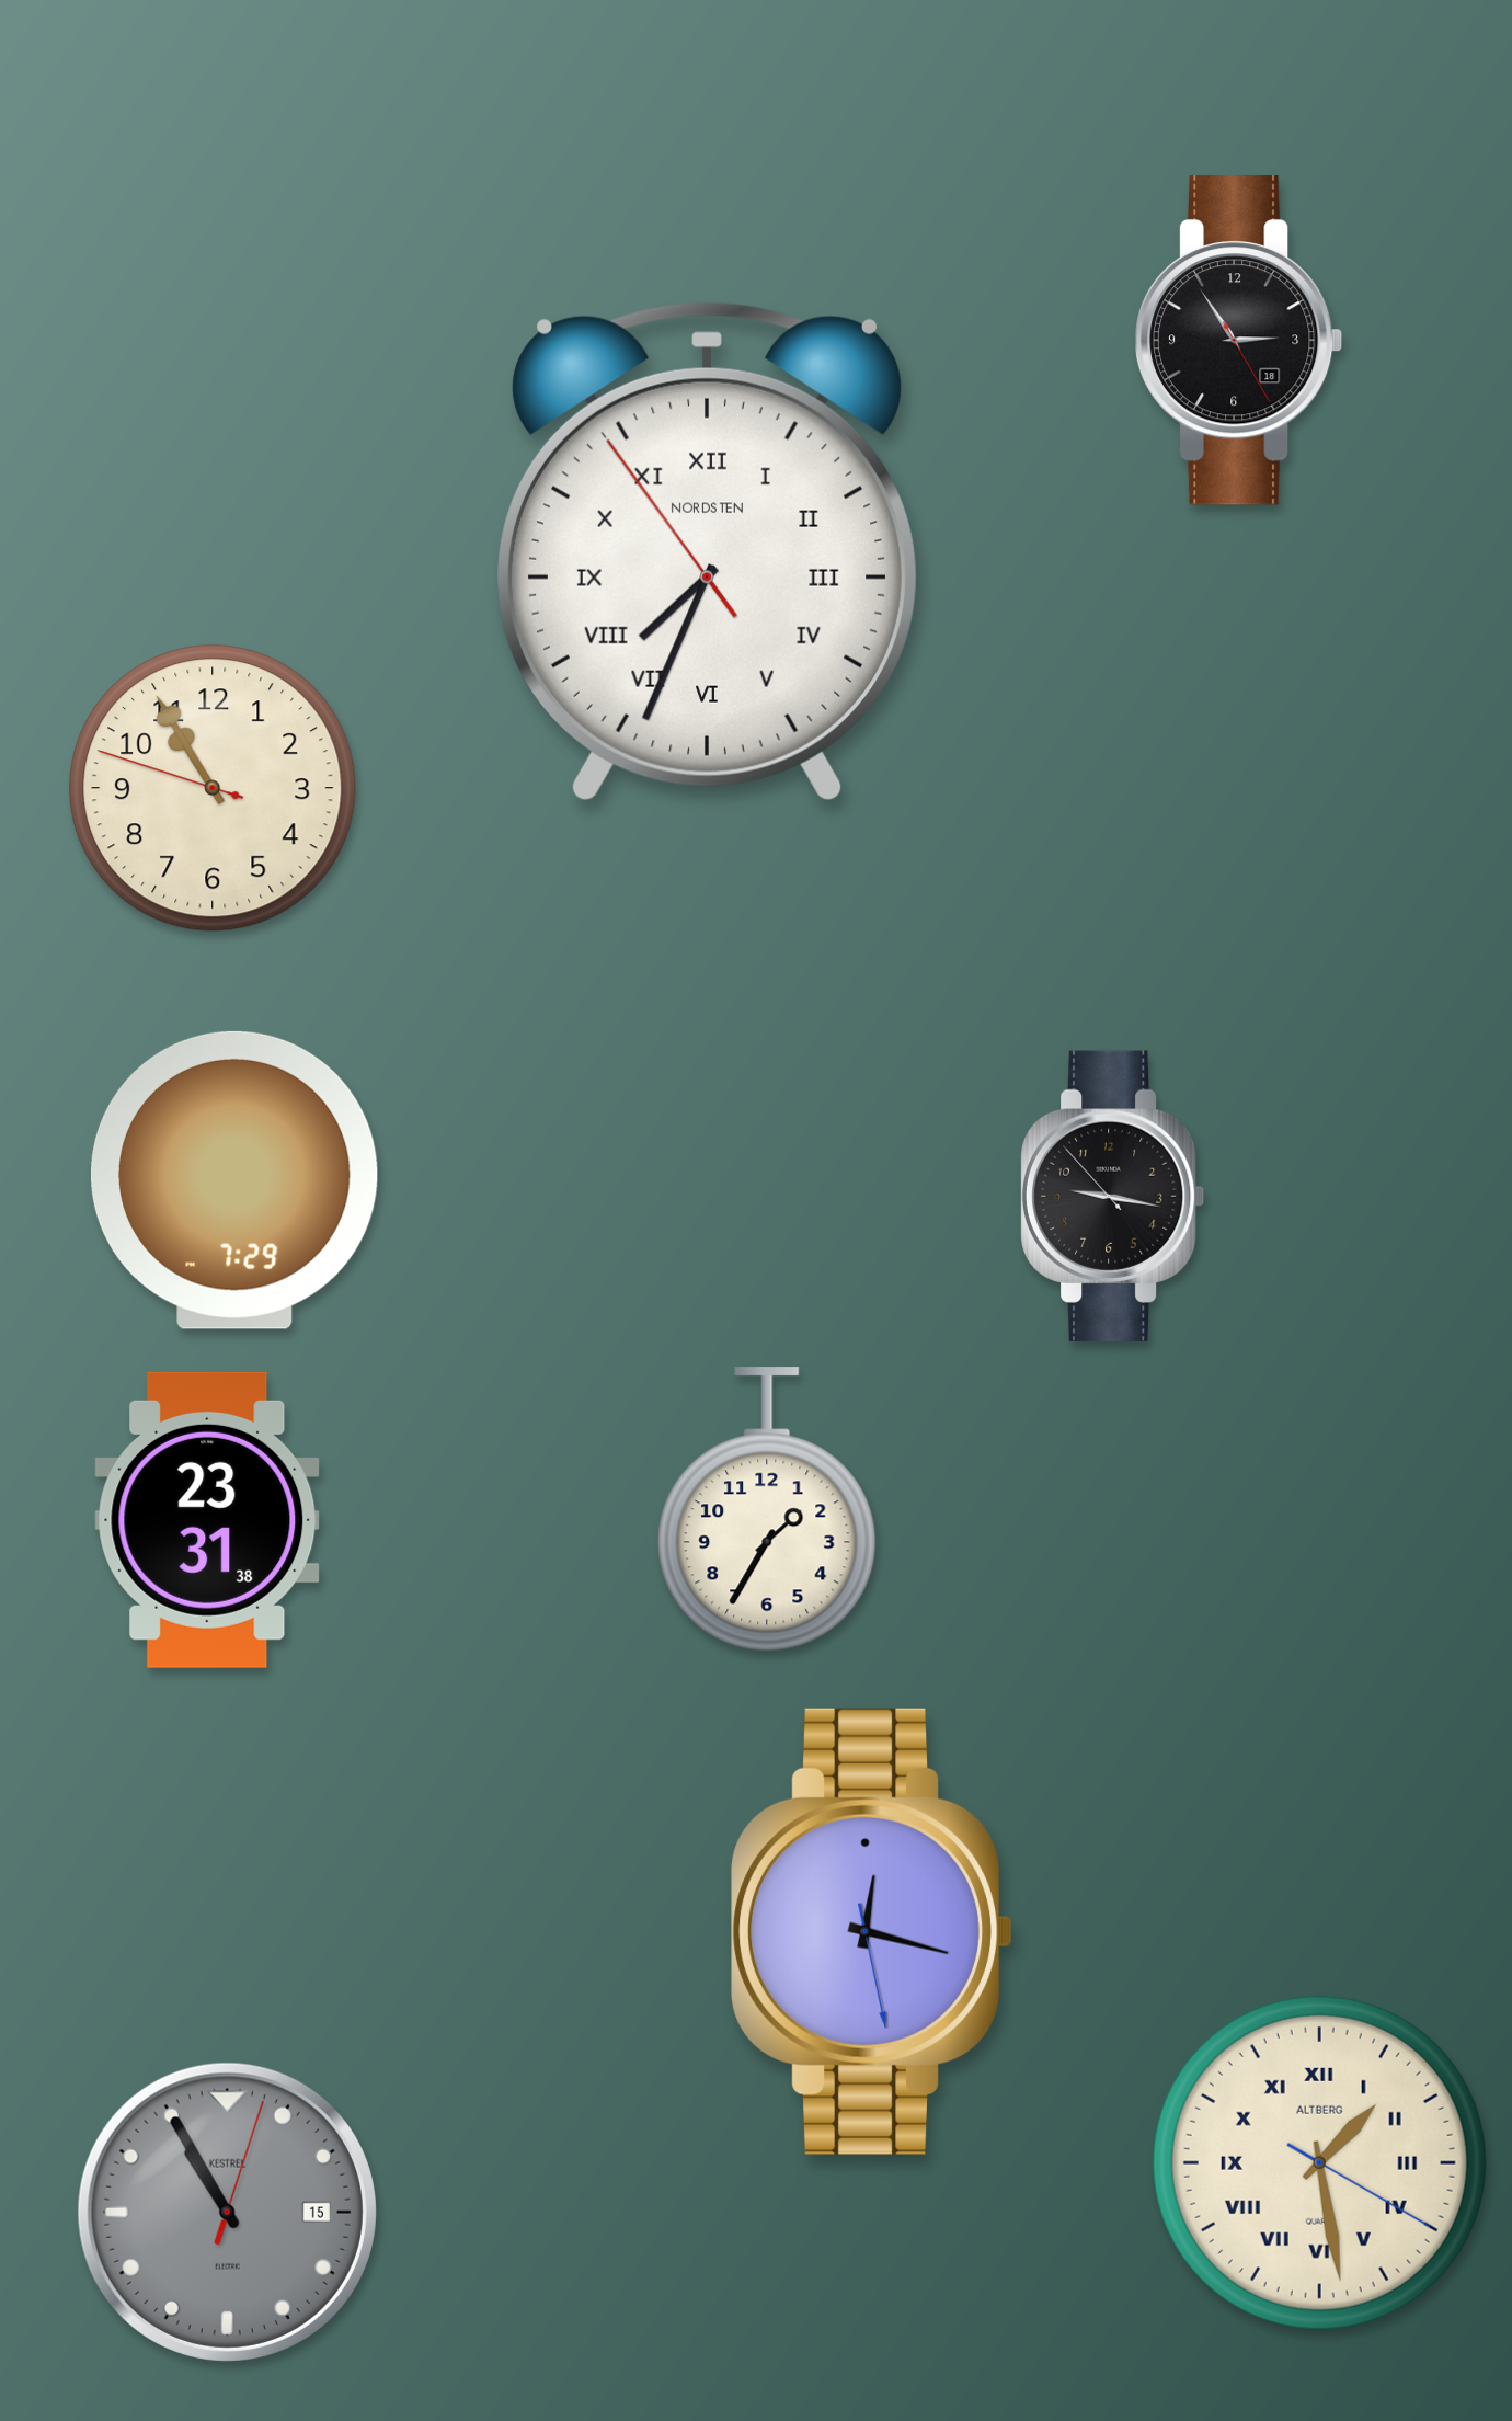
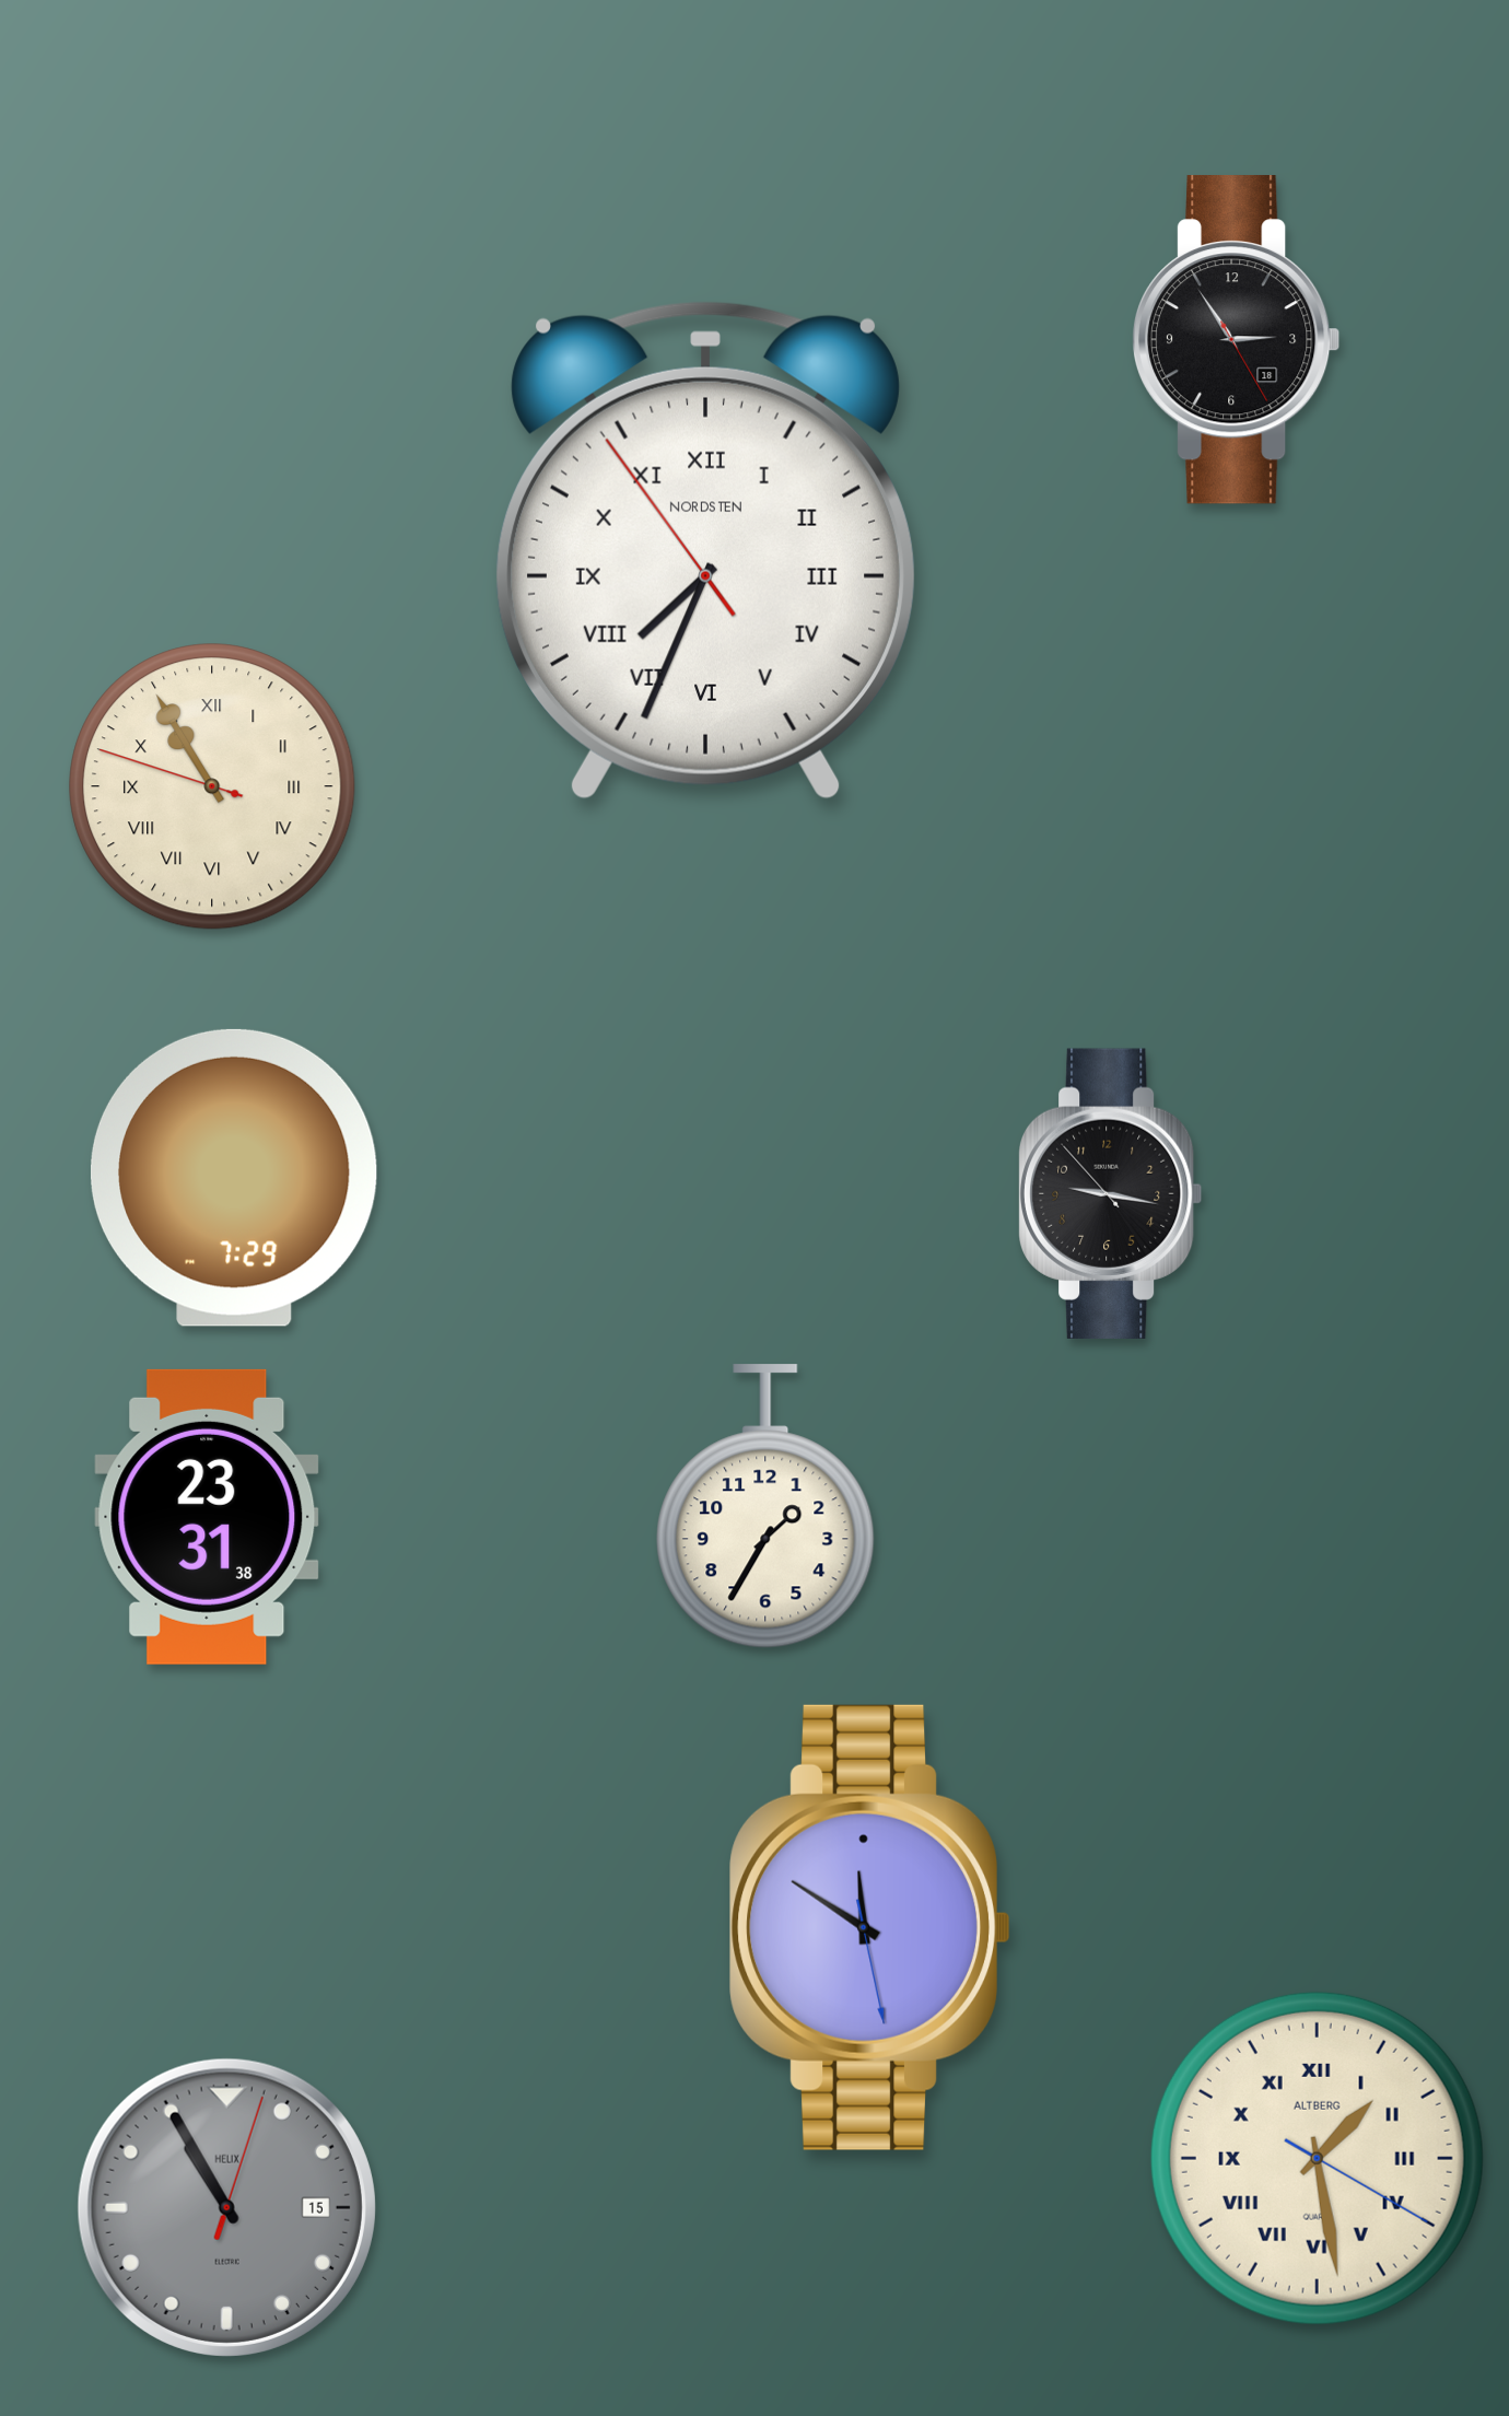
clock at (213, 788) numerals: Arabic -> Roman
clock at (871, 1931): 12:17 -> 11:50
clock at (227, 2212) brand: KESTREL -> HELIX
